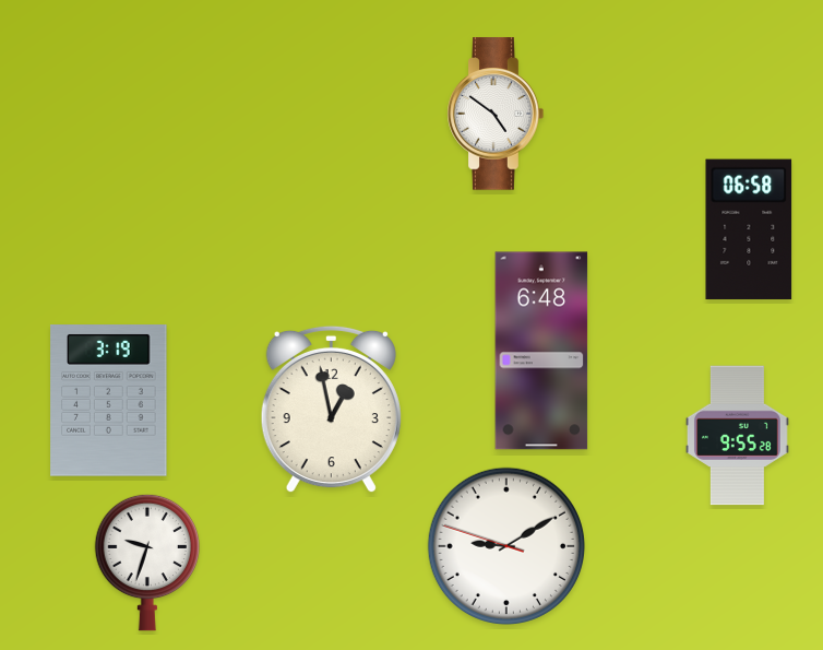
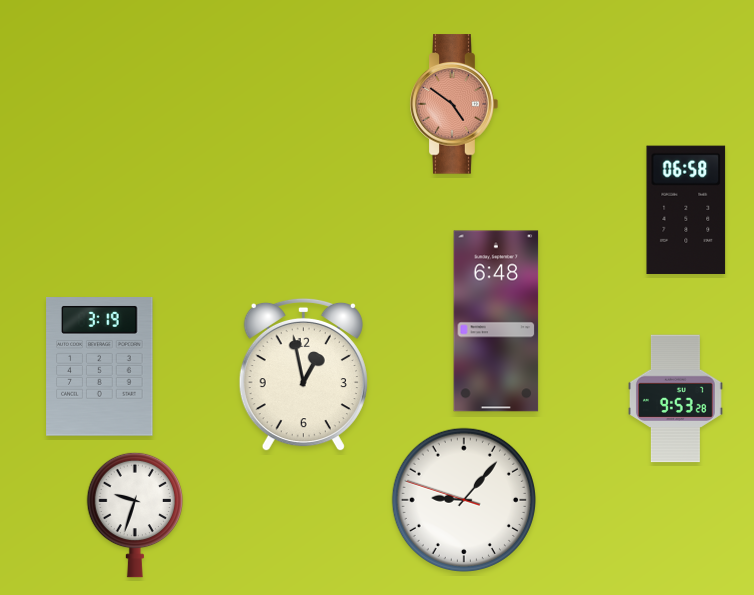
clock at (496, 114) dial: white -> salmon
clock at (738, 436): 9:55 -> 9:53
clock at (506, 546): 9:09 -> 9:06
